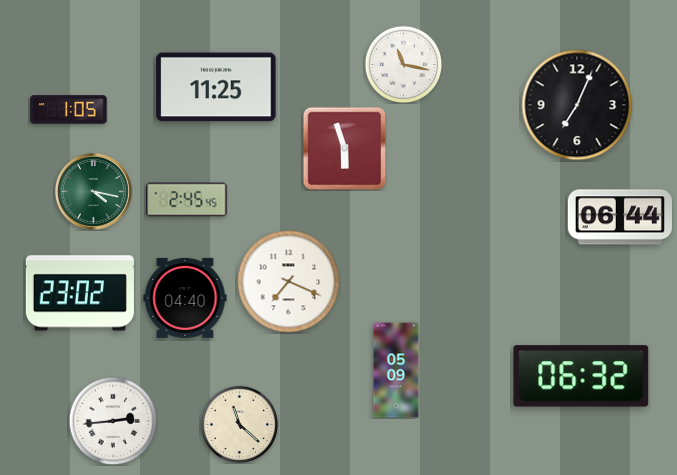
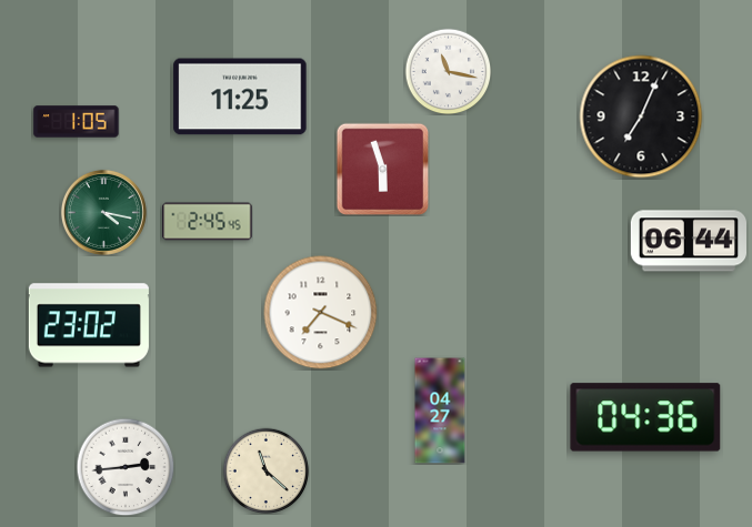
clock at (344, 148) position: (344, 148) -> (382, 169)
clock at (185, 298): 04:40 -> none
clock at (396, 370): 05:09 -> 04:27
clock at (581, 376): 06:32 -> 04:36
